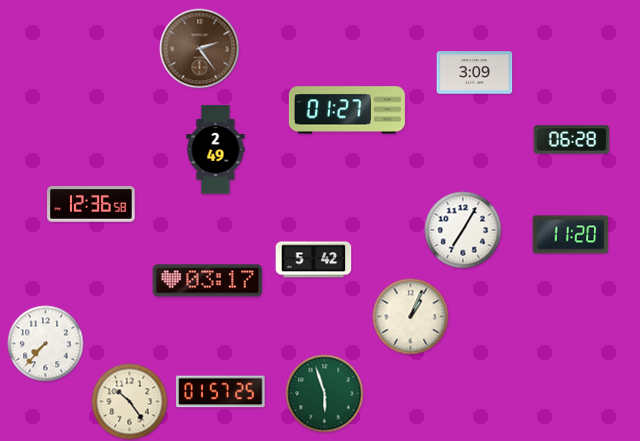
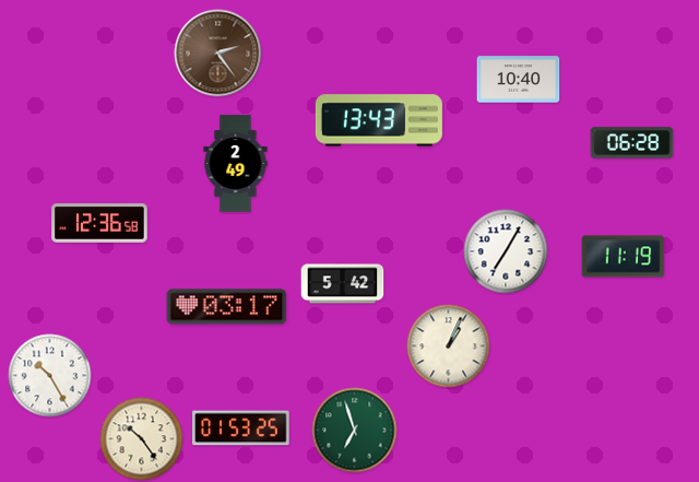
clock at (475, 73): 3:09 -> 10:40
clock at (347, 110): 01:27 -> 13:43
clock at (572, 140) position: (572, 140) -> (632, 143)
clock at (571, 235): 11:20 -> 11:19
clock at (46, 344): 7:37 -> 10:25
clock at (221, 392): 01:57 -> 01:53
clock at (325, 394): 5:57 -> 6:57
